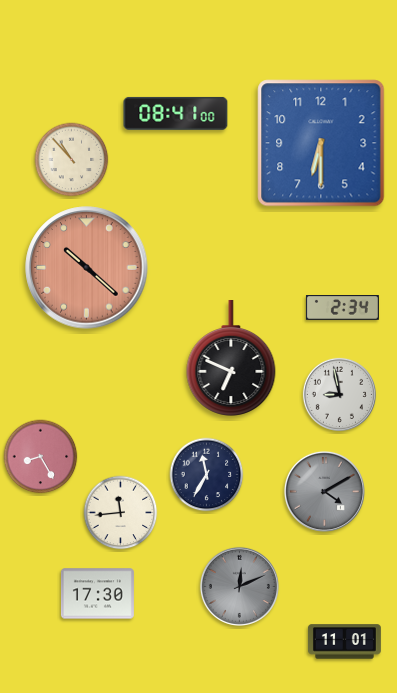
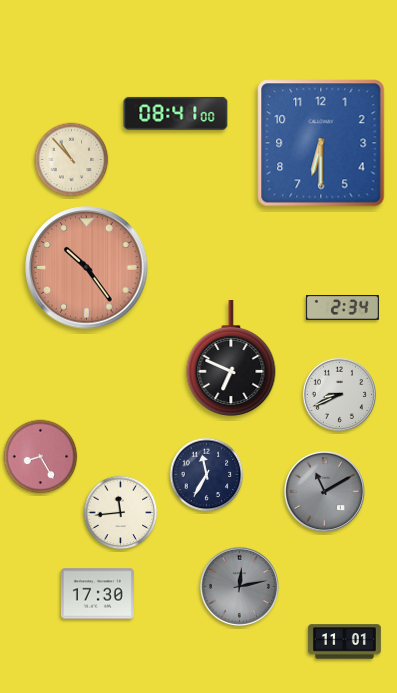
clock at (87, 268): 10:22 -> 10:24
clock at (339, 394): 8:58 -> 8:41
clock at (324, 491): 4:10 -> 11:10
clock at (239, 586): 12:11 -> 12:13
